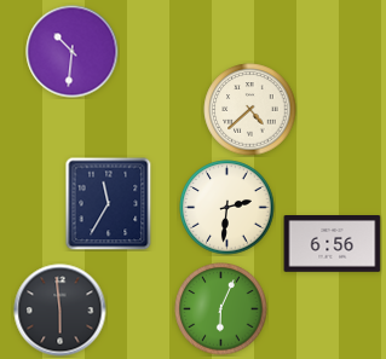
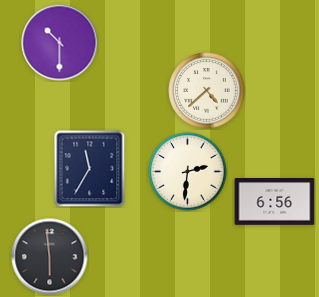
clock at (73, 52): 10:31 -> 10:30
clock at (221, 309): 6:04 -> none
